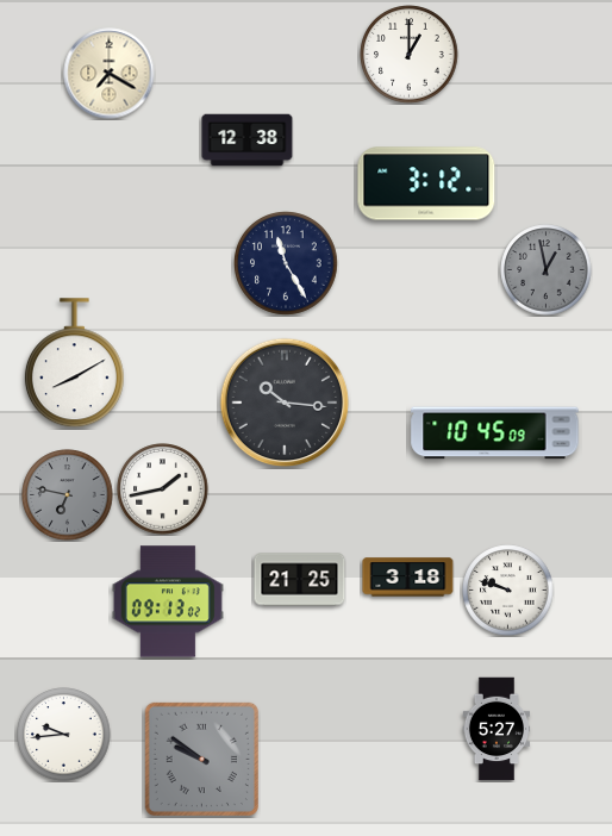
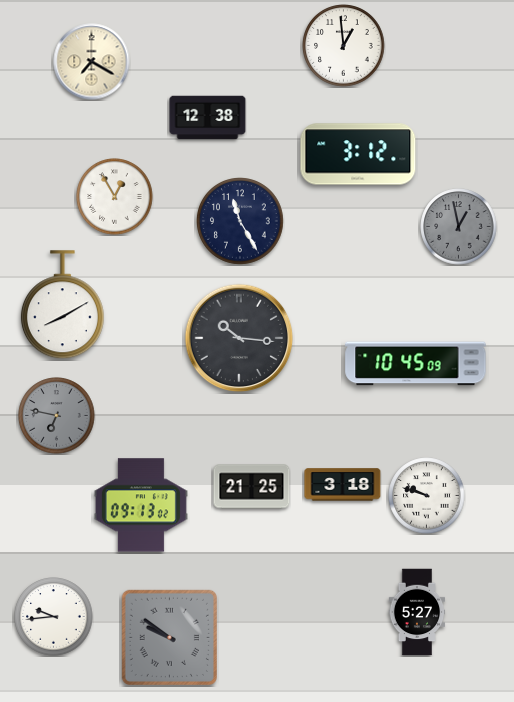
clock at (410, 55): 1:00 -> 12:59
clock at (115, 197): none -> 12:55
clock at (163, 489): 1:43 -> none
